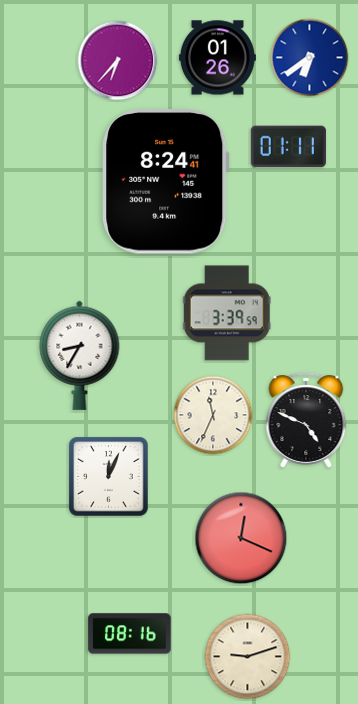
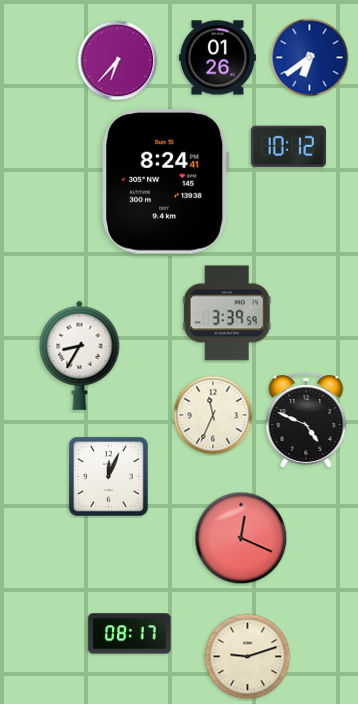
clock at (288, 147): 01:11 -> 10:12
clock at (130, 634): 08:16 -> 08:17
